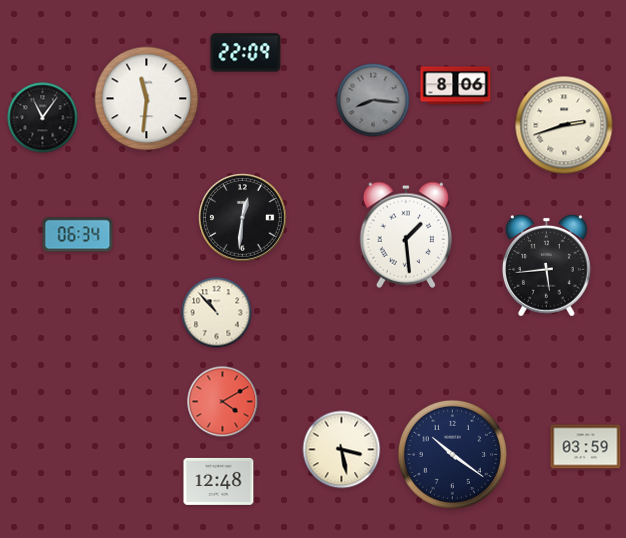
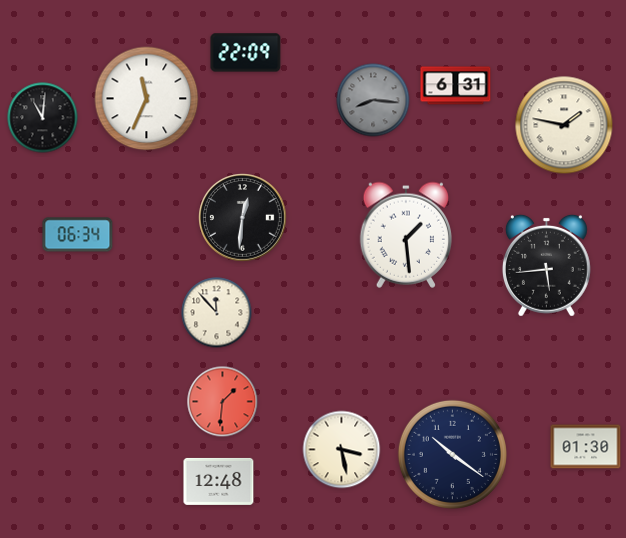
clock at (456, 86): 8:06 -> 6:31
clock at (147, 99): 11:31 -> 11:34
clock at (43, 118): 11:06 -> 11:01
clock at (564, 125): 2:42 -> 1:47
clock at (217, 313): 10:53 -> 11:53
clock at (223, 402): 4:10 -> 1:31
clock at (586, 447): 03:59 -> 01:30
